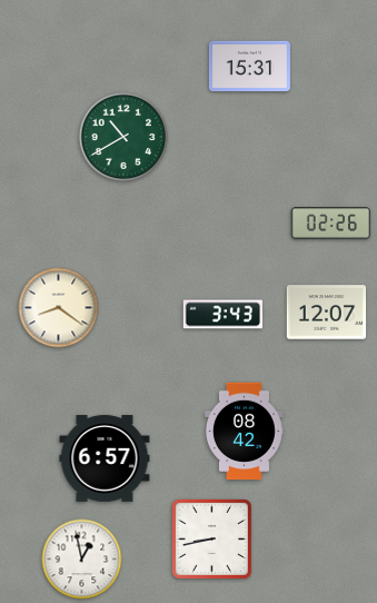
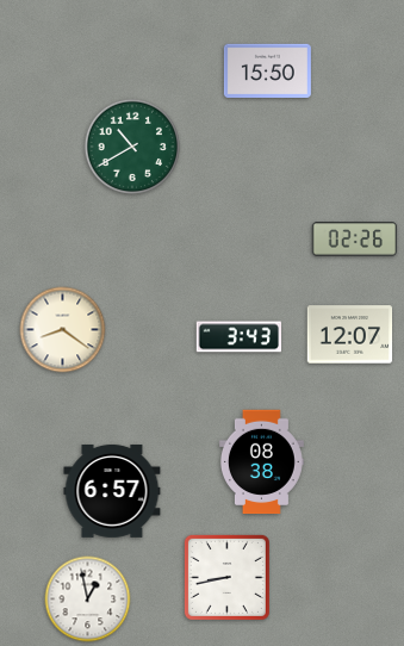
clock at (249, 67): 15:31 -> 15:50
clock at (244, 432): 08:42 -> 08:38
